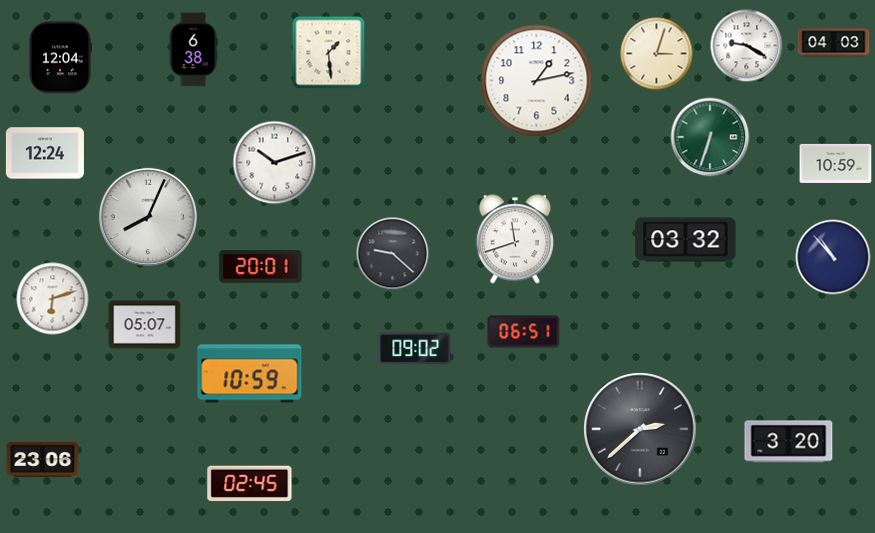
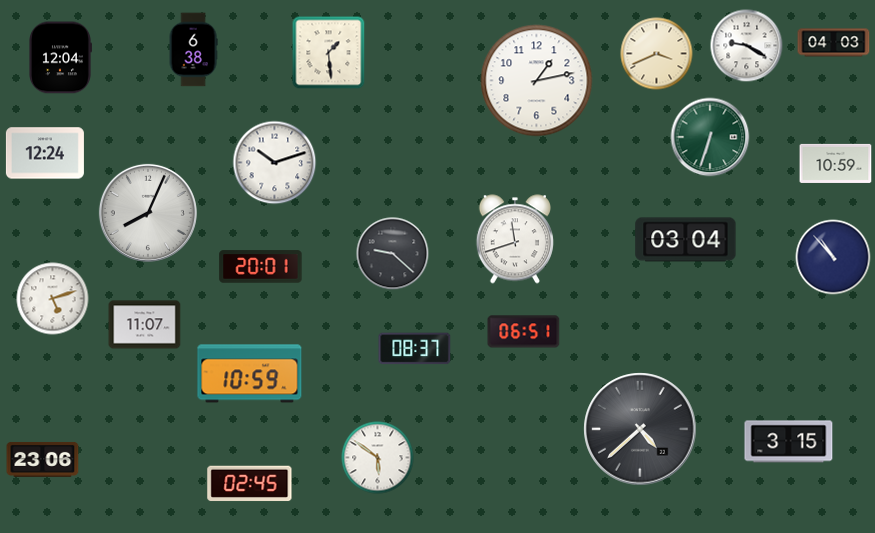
clock at (657, 54): 3:03 -> 3:41
clock at (148, 217) position: (148, 217) -> (148, 213)
clock at (686, 240): 03:32 -> 03:04
clock at (53, 299): 6:12 -> 5:12
clock at (145, 325): 05:07 -> 11:07
clock at (415, 349): 09:02 -> 08:37
clock at (640, 429): 2:38 -> 4:38
clock at (789, 442): 3:20 -> 3:15
clock at (378, 458): none -> 5:51
